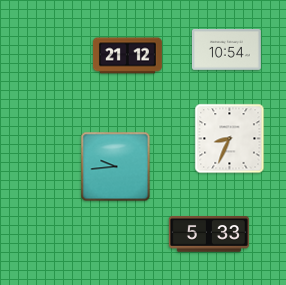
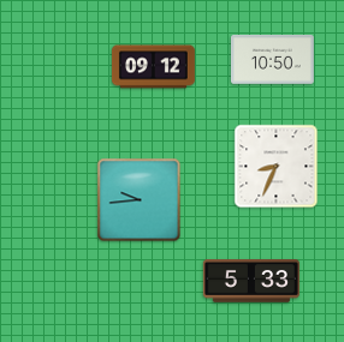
clock at (226, 49): 10:54 -> 10:50
clock at (127, 56): 21:12 -> 09:12
